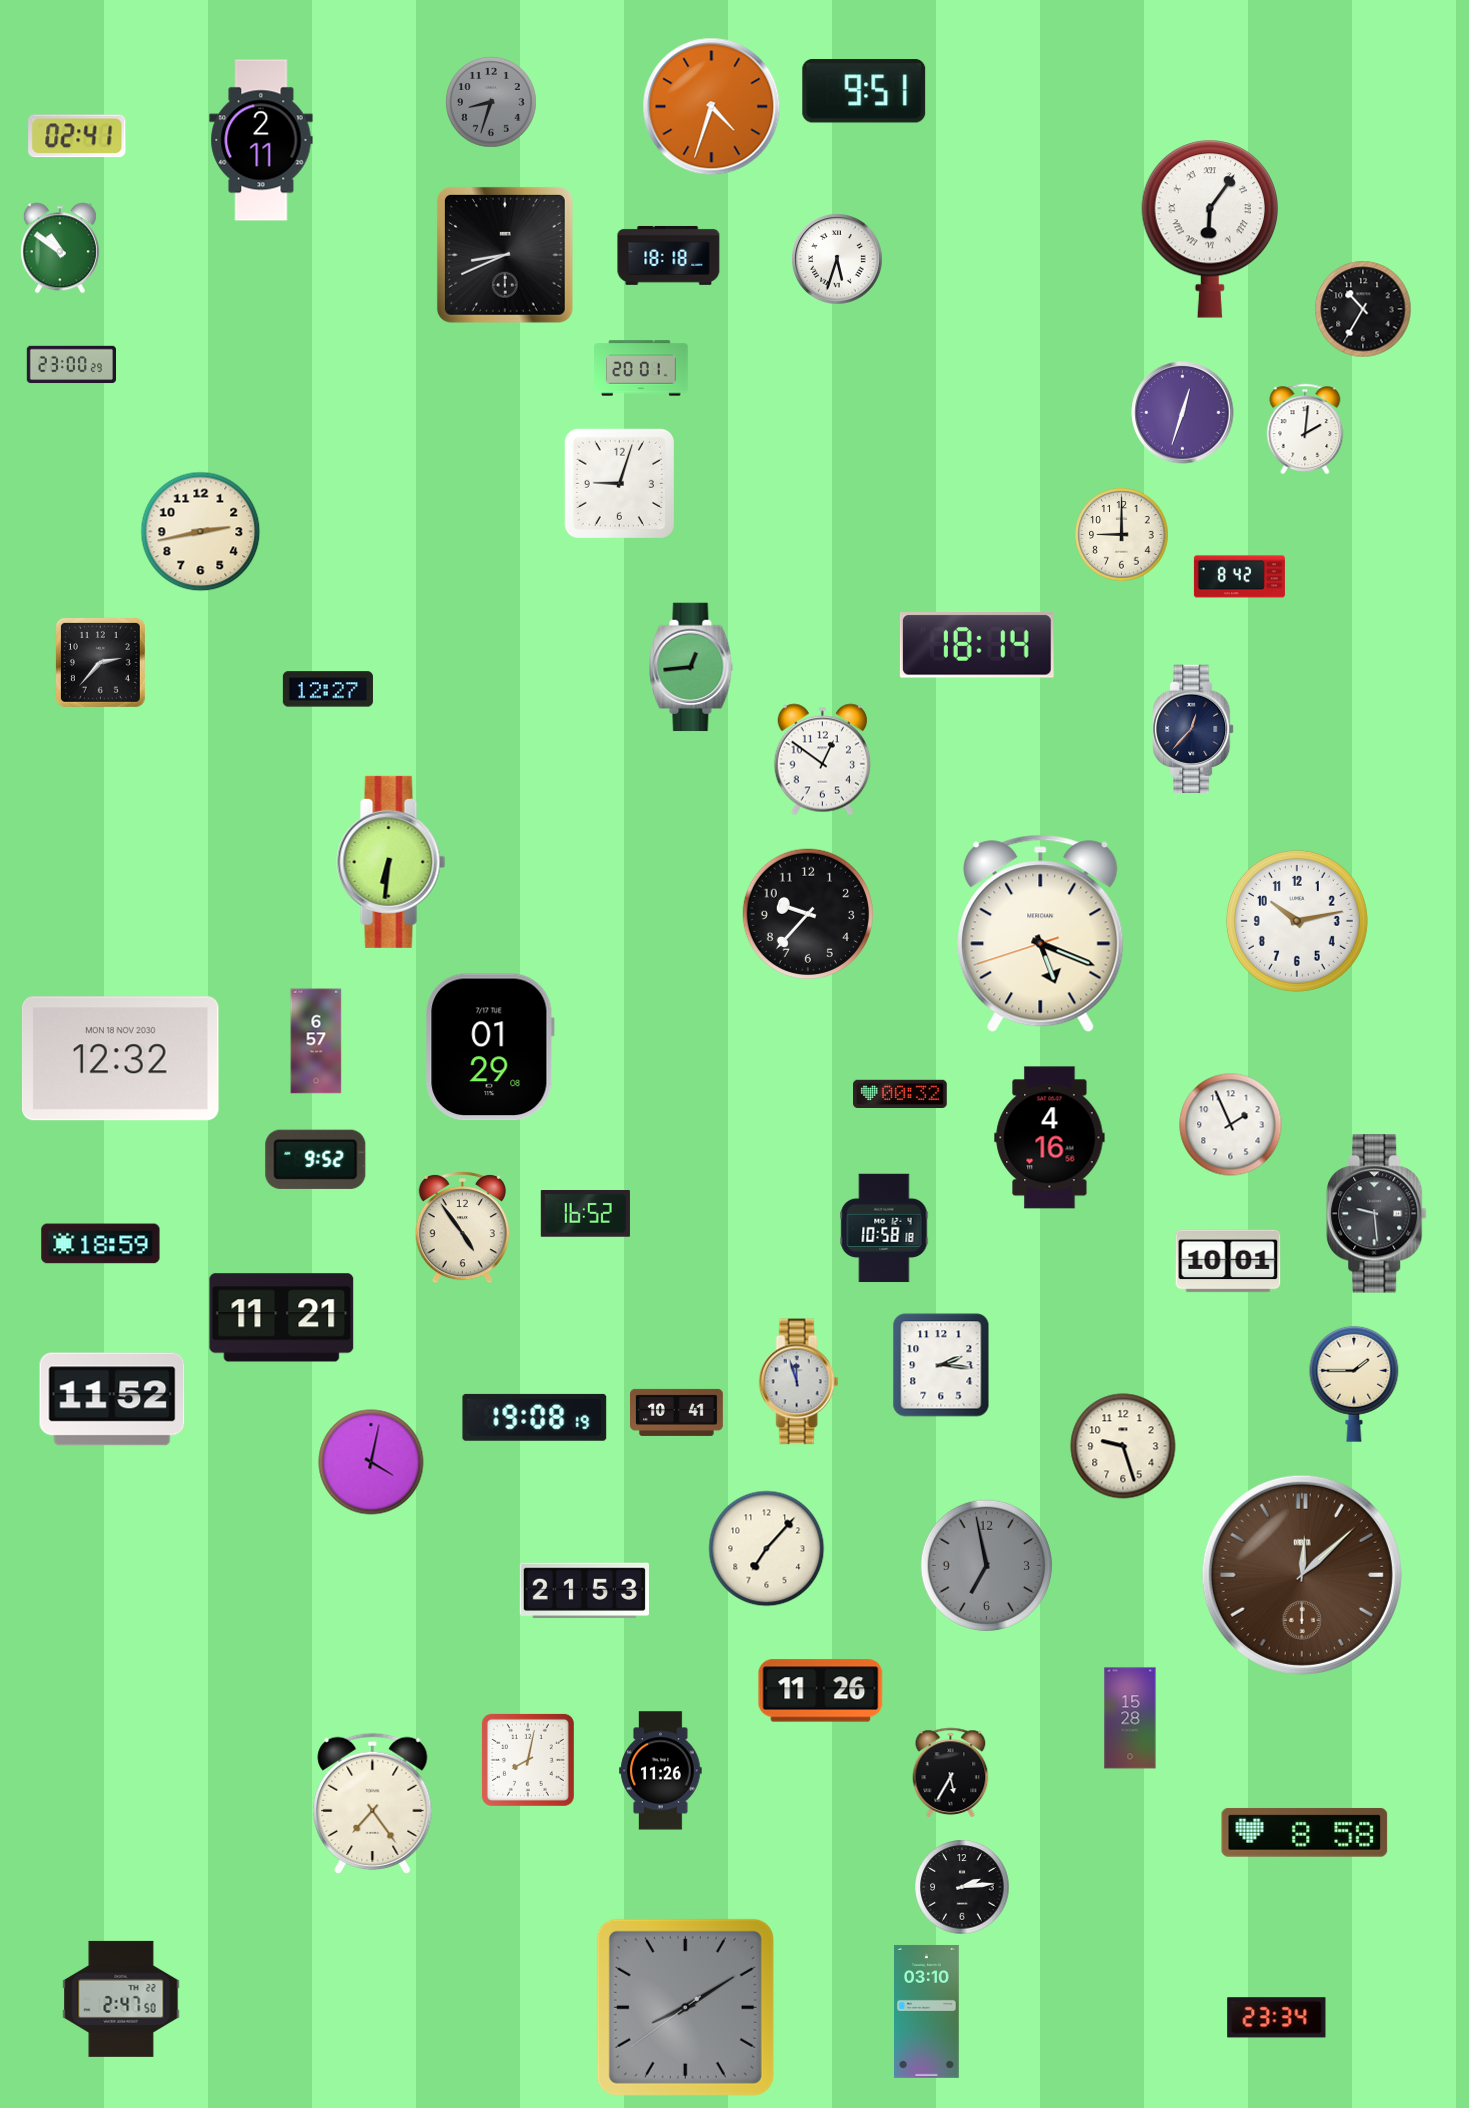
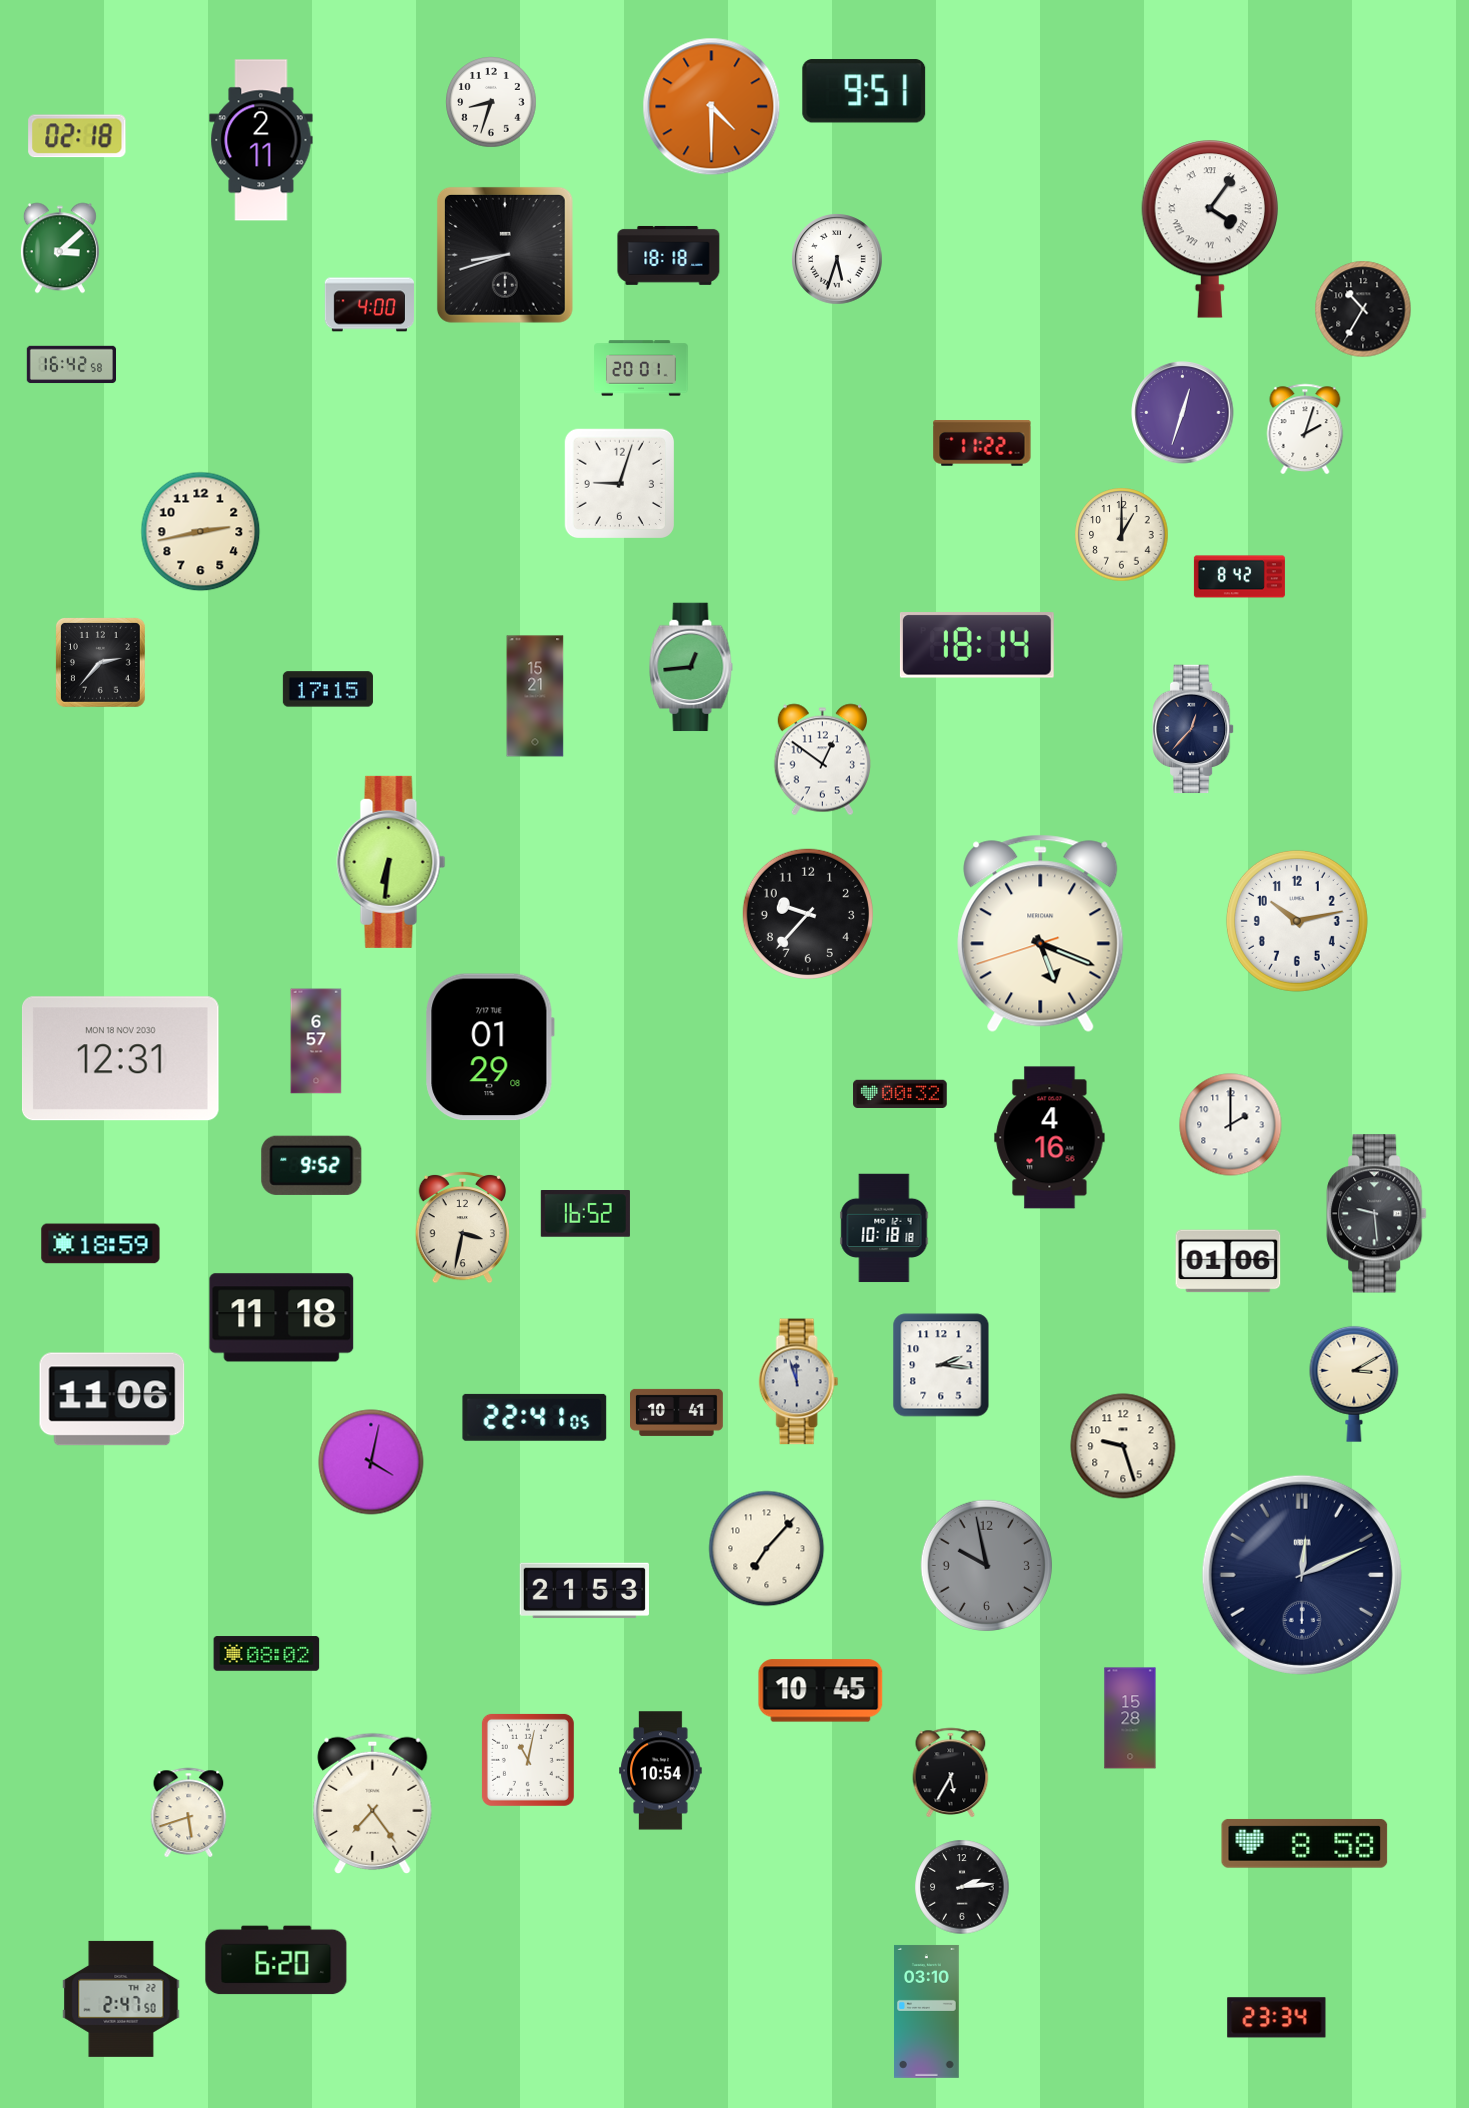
clock at (491, 102) dial: grey -> white
clock at (712, 107): 4:33 -> 4:30
clock at (77, 136): 02:41 -> 02:18
clock at (1209, 229): 6:06 -> 4:06
clock at (60, 248): 10:51 -> 3:08
clock at (505, 255): 8:41 -> 8:42
clock at (369, 305): none -> 4:00
clock at (71, 365): 23:00 -> 16:42
clock at (1305, 429): 2:01 -> 2:03
clock at (982, 444): none -> 11:22
clock at (1122, 535): 9:00 -> 1:00
clock at (328, 689): 12:27 -> 17:15
clock at (535, 696): none -> 15:21
clock at (120, 1059): 12:32 -> 12:31
clock at (1231, 1125): 1:56 -> 2:00
clock at (316, 1159) position: (316, 1159) -> (312, 1165)
clock at (462, 1227): 4:54 -> 3:32
clock at (884, 1228): 10:58 -> 10:18
clock at (1228, 1261): 10:01 -> 01:06
clock at (282, 1318): 11:21 -> 11:18
clock at (1354, 1384): 1:45 -> 3:10
clock at (112, 1399): 11:52 -> 11:06
clock at (535, 1417): 19:08 -> 22:41
clock at (986, 1565): 6:58 -> 9:58
clock at (1302, 1575): 12:08 -> 12:11
clock at (1302, 1575) dial: brown -> navy
clock at (267, 1654): none -> 08:02
clock at (821, 1691): 11:26 -> 10:45
clock at (528, 1760): 8:02 -> 11:02
clock at (661, 1771): 11:26 -> 10:54
clock at (189, 1812): none -> 5:42
clock at (1305, 1833) position: (1305, 1833) -> (1305, 1844)
clock at (276, 1960): none -> 6:20
clock at (685, 2007): 8:09 -> none
